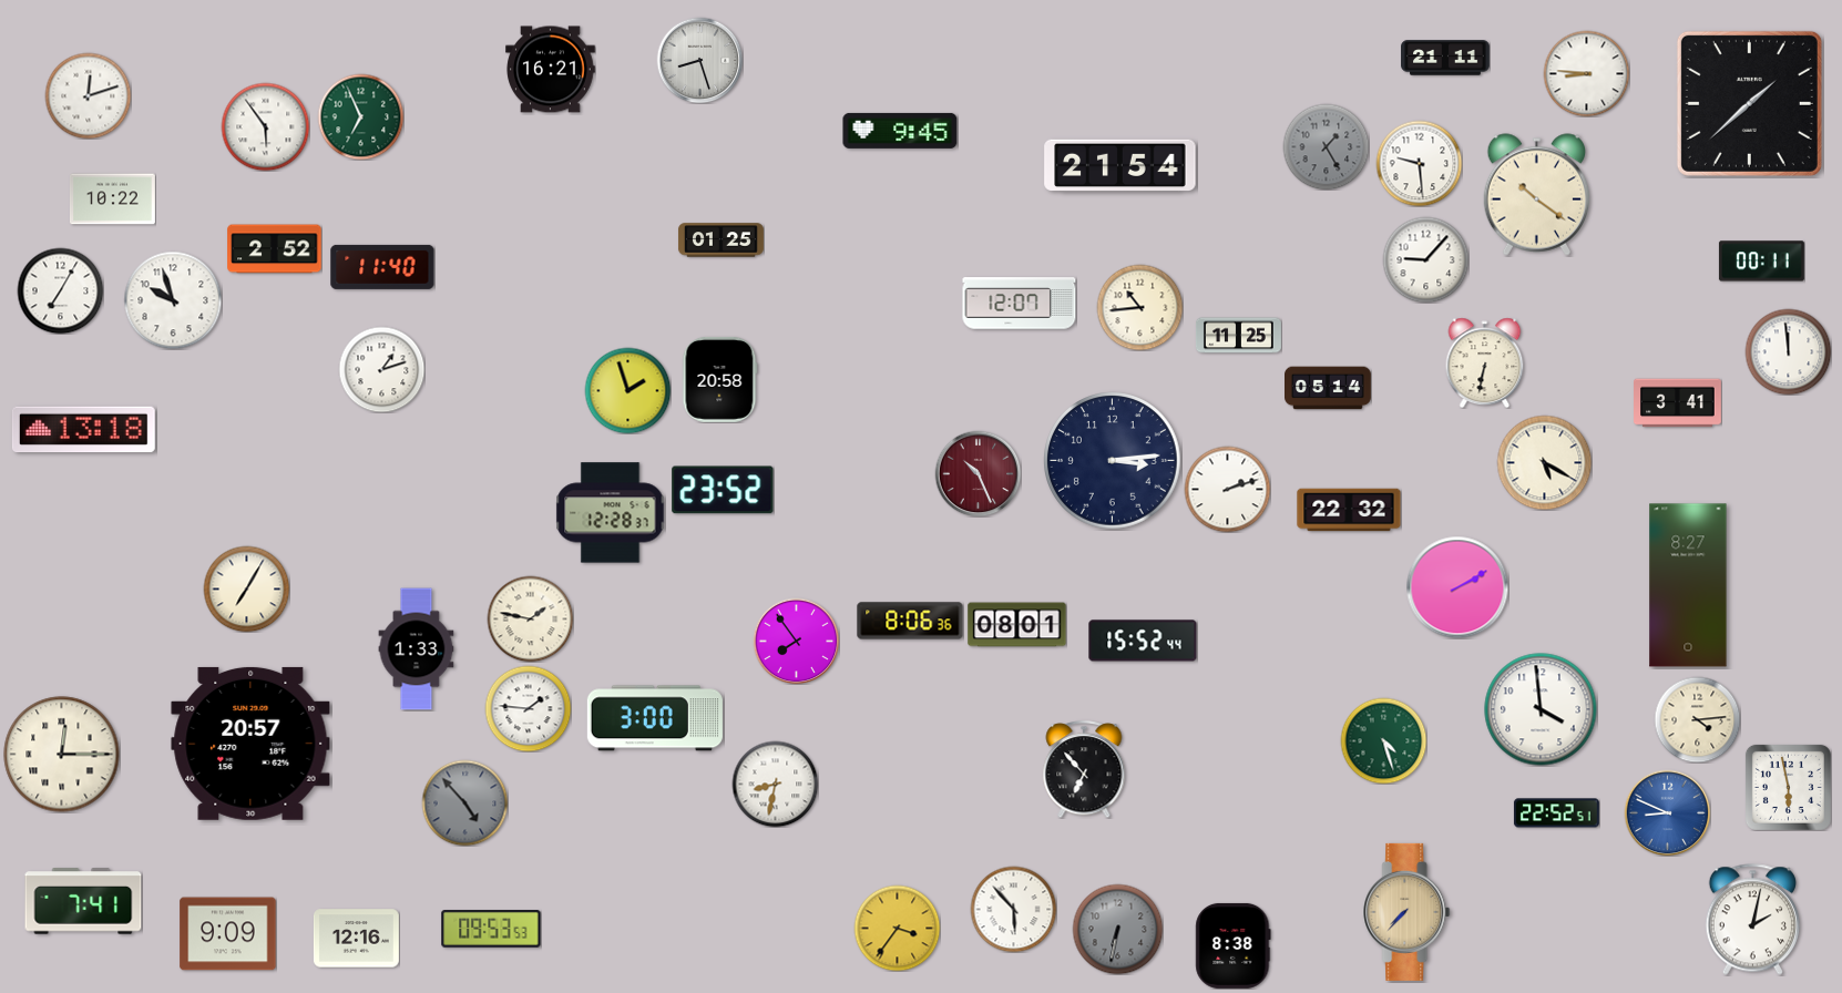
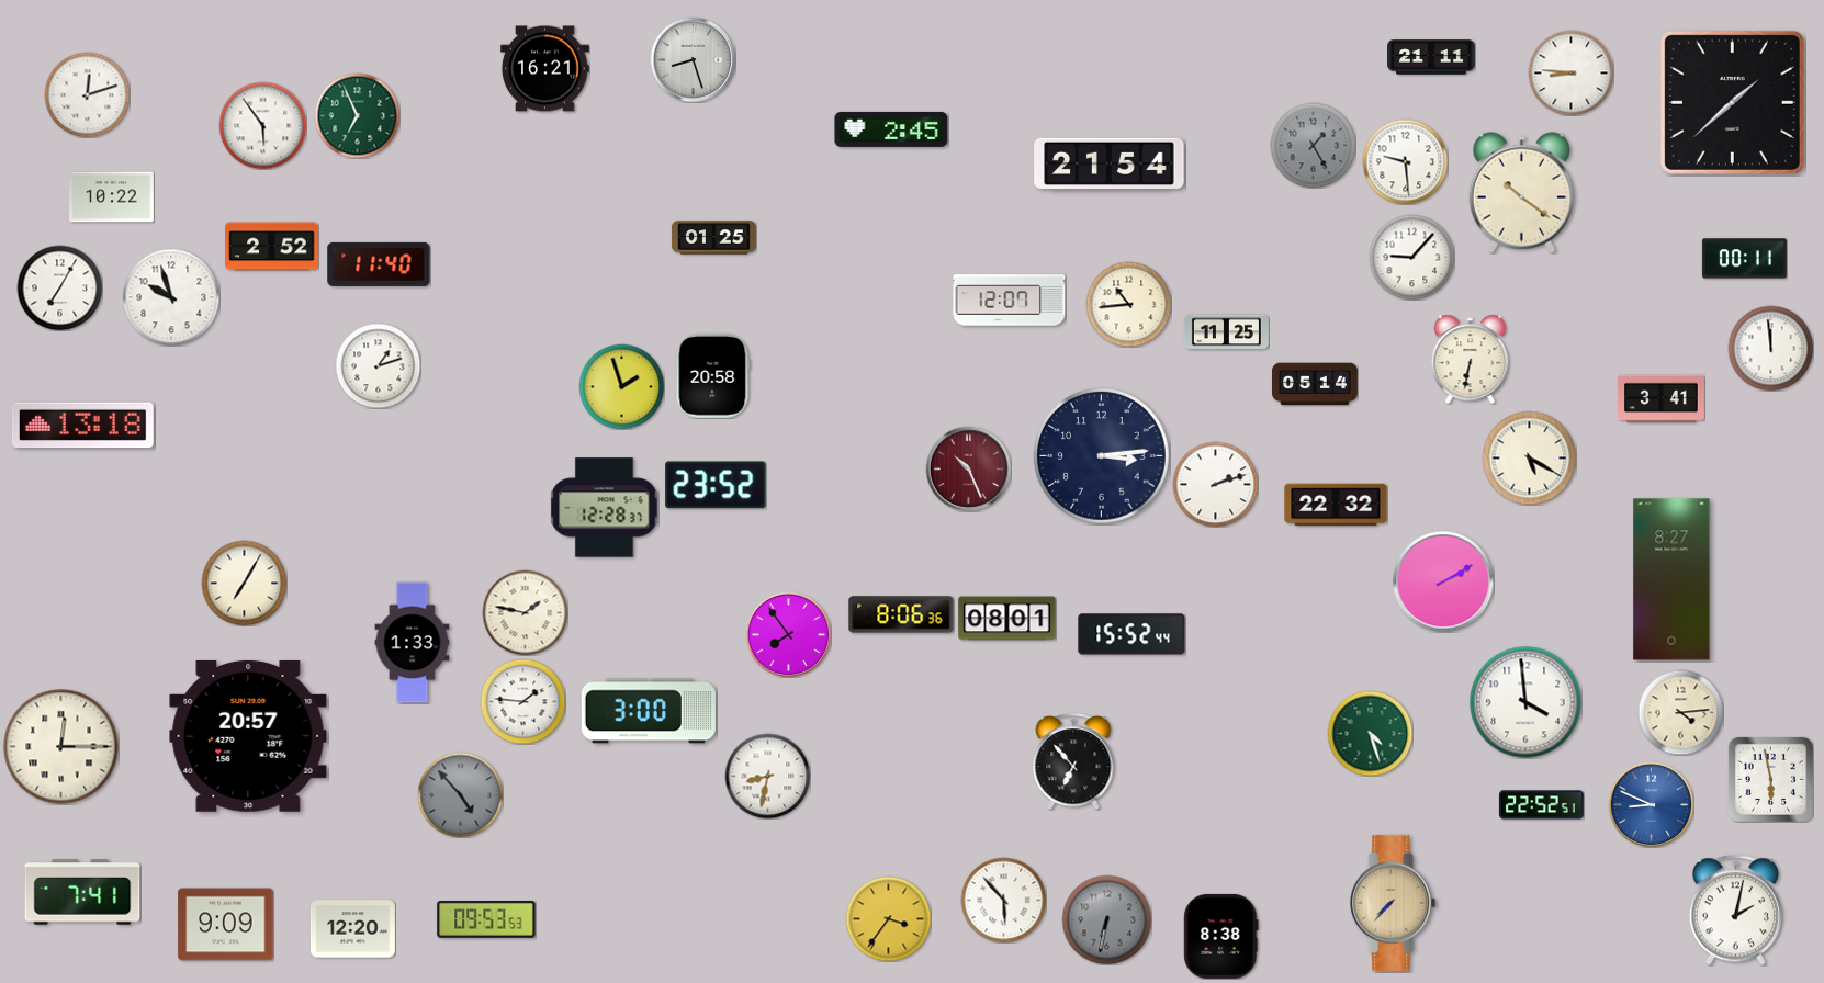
clock at (900, 131): 9:45 -> 2:45
clock at (356, 939): 12:16 -> 12:20
